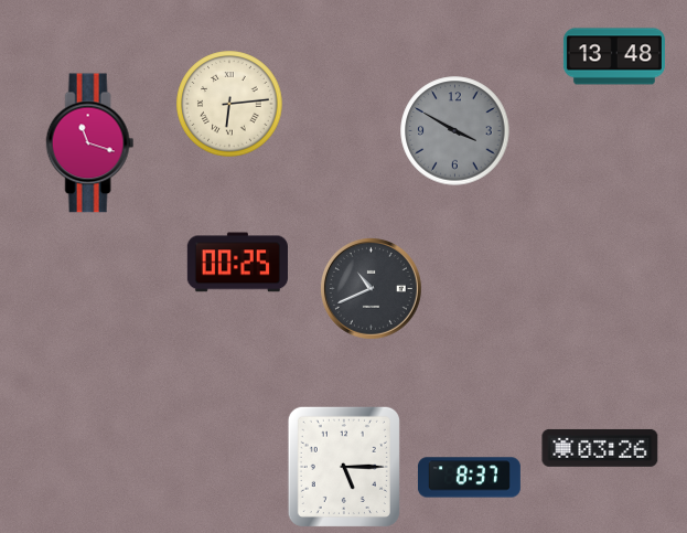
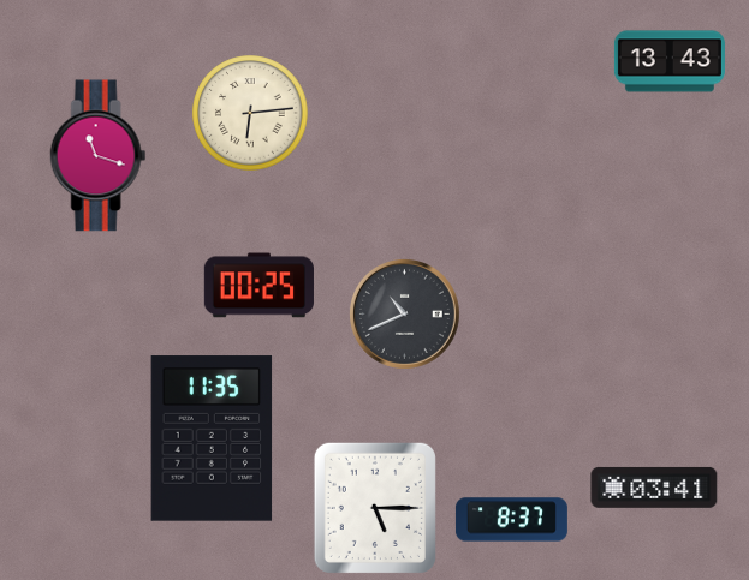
clock at (614, 56): 13:48 -> 13:43
clock at (455, 131): 3:50 -> none
clock at (212, 438): none -> 11:35
clock at (600, 448): 03:26 -> 03:41
